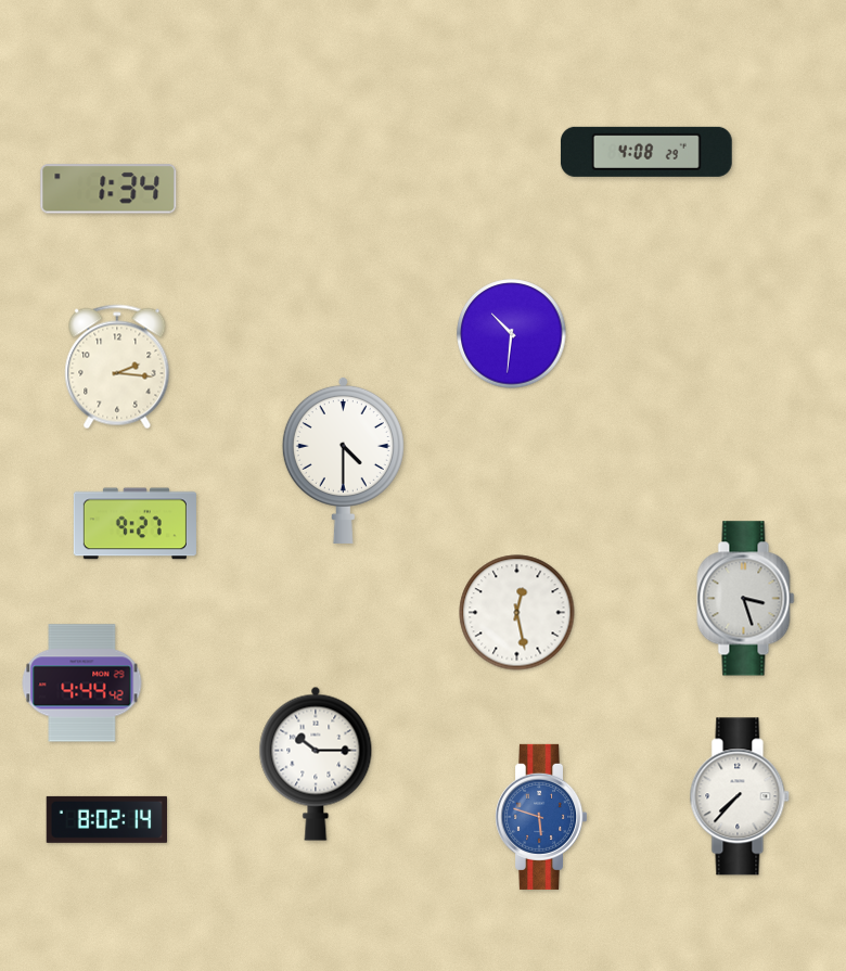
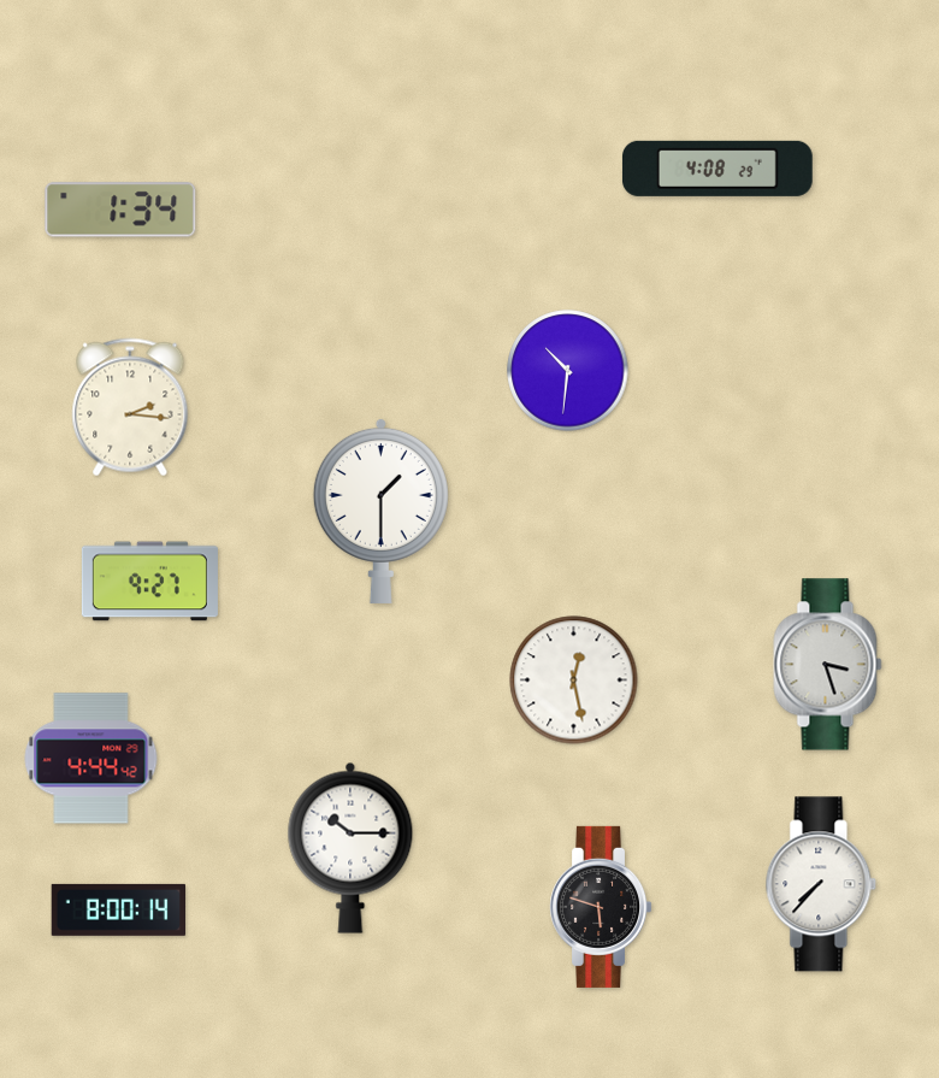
clock at (343, 460): 4:30 -> 1:30
clock at (541, 817) dial: blue -> black
clock at (106, 819): 8:02 -> 8:00
